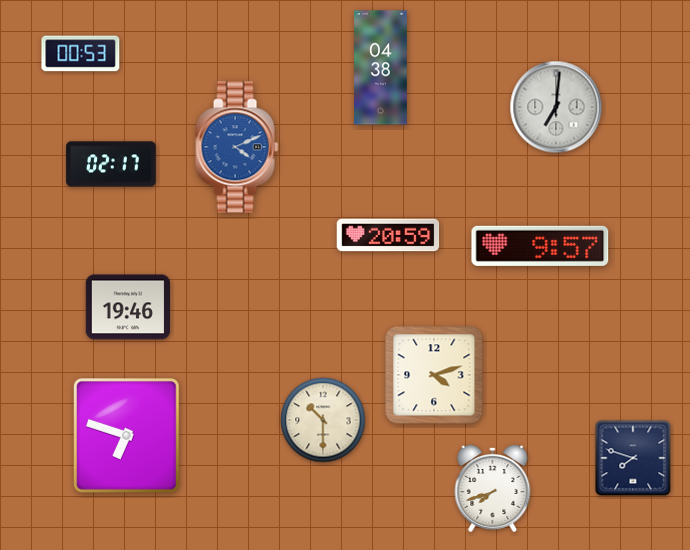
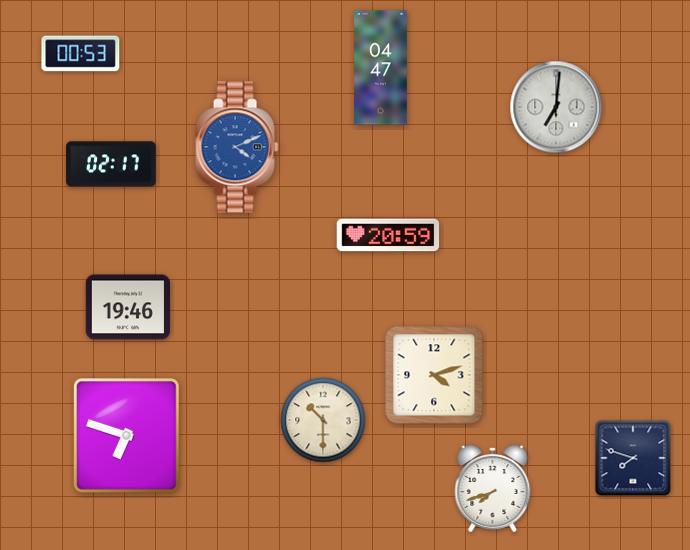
clock at (381, 68): 04:38 -> 04:47
clock at (540, 246): 9:57 -> none
